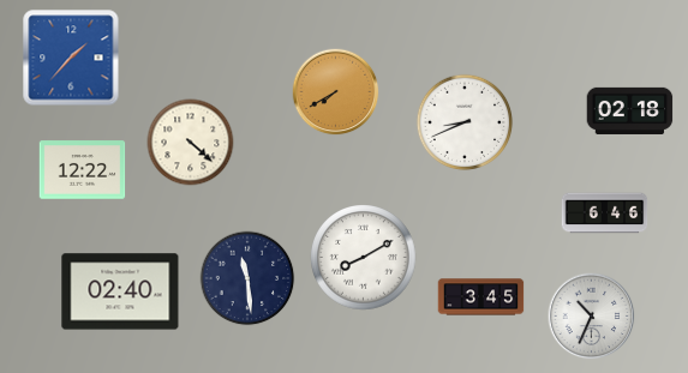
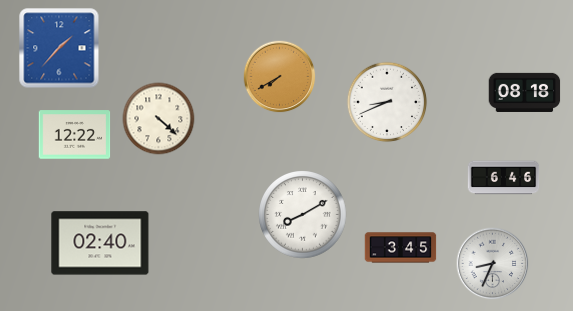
clock at (630, 110): 02:18 -> 08:18
clock at (83, 170) position: (83, 170) -> (75, 135)
clock at (247, 278): 11:29 -> none
clock at (592, 317): 10:34 -> 8:34
